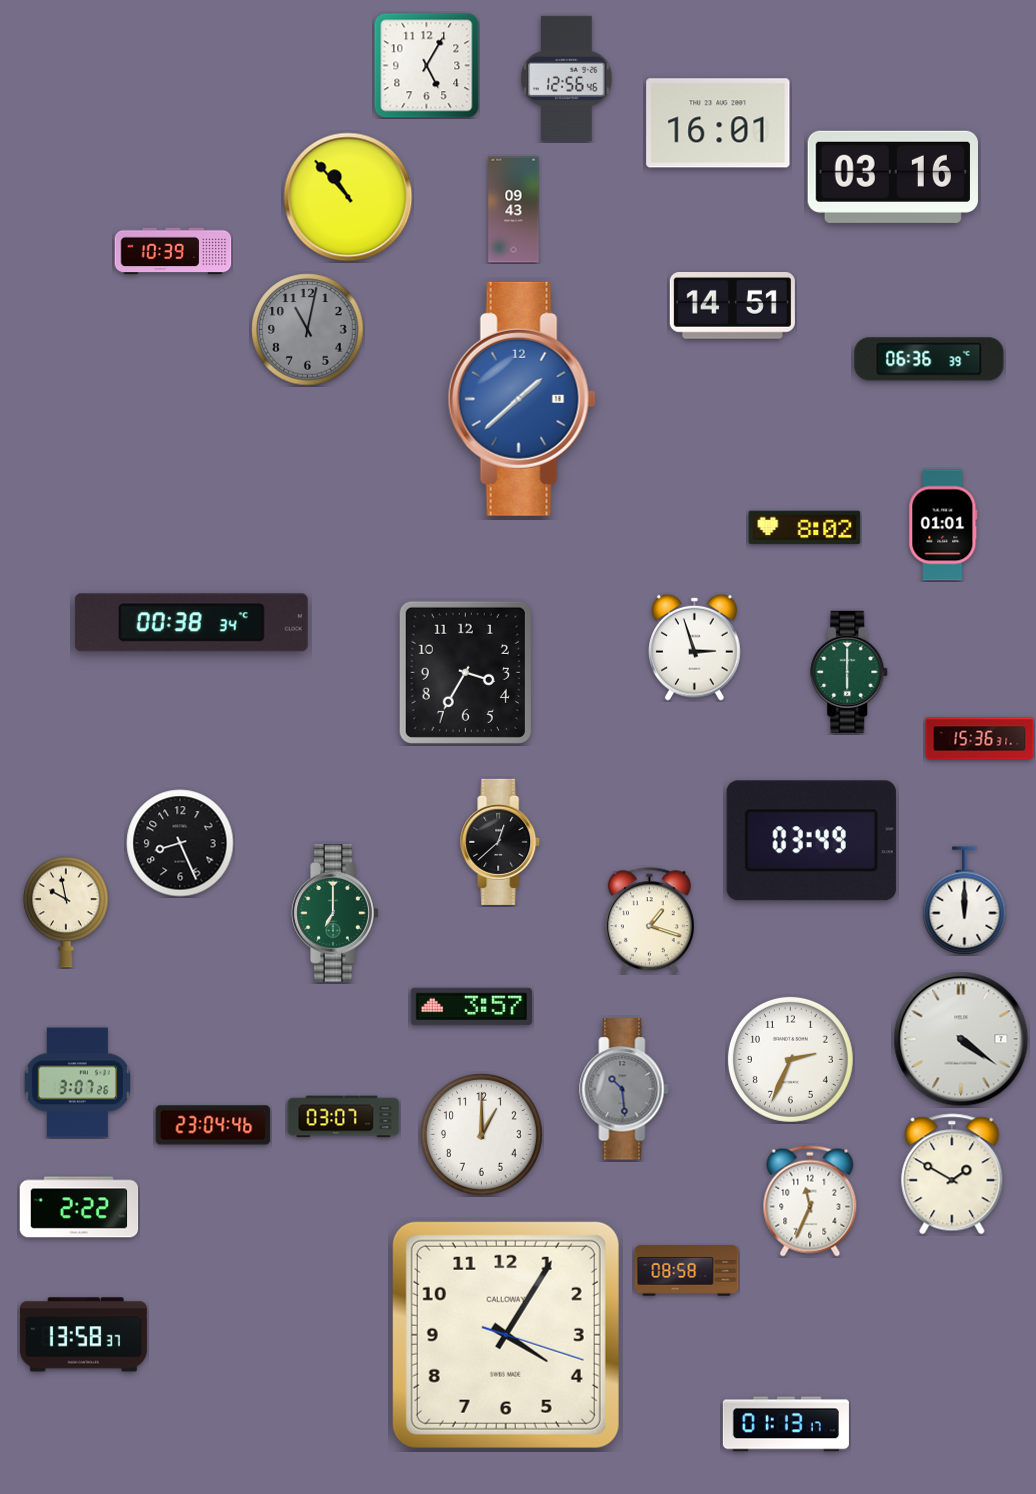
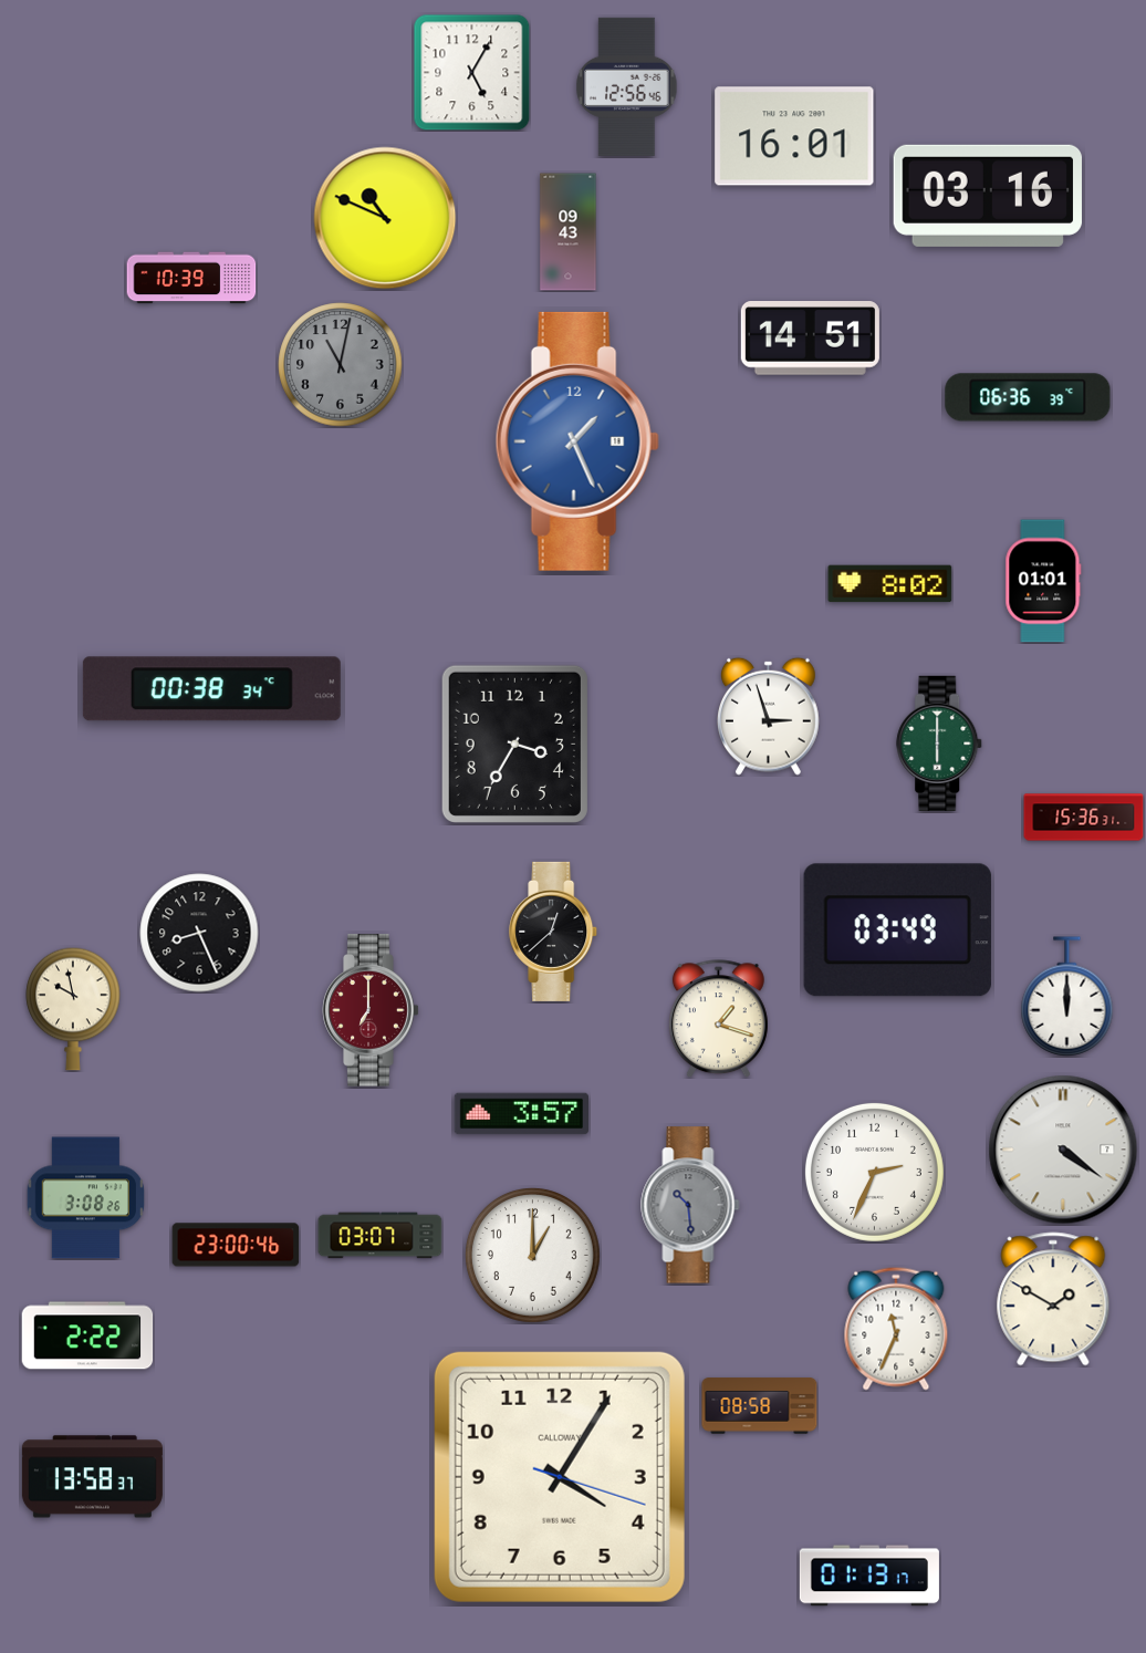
clock at (348, 197): 10:53 -> 10:49
clock at (522, 399): 1:38 -> 1:26
clock at (335, 913) dial: green -> burgundy
clock at (77, 1083): 3:07 -> 3:08
clock at (213, 1125): 23:04 -> 23:00
